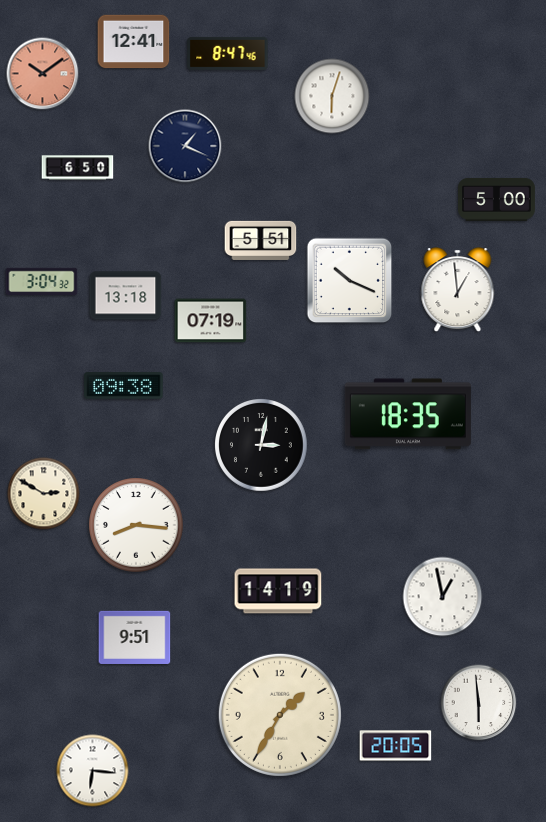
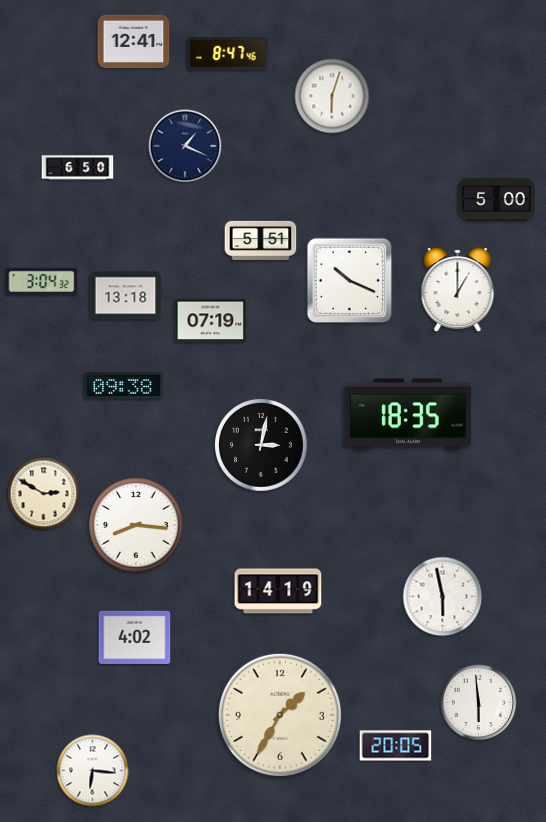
clock at (43, 74): 10:09 -> none
clock at (458, 290): 12:59 -> 1:00
clock at (443, 597): 12:58 -> 5:58
clock at (135, 637): 9:51 -> 4:02
